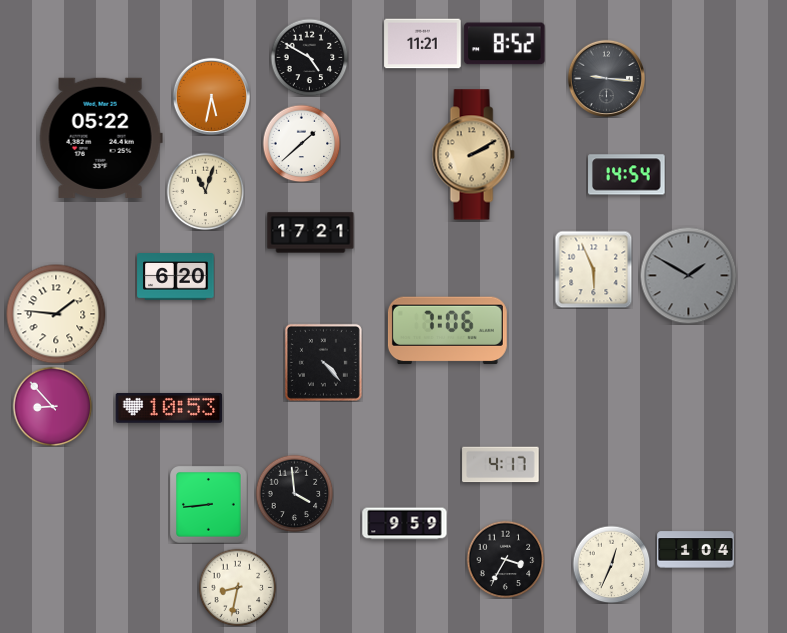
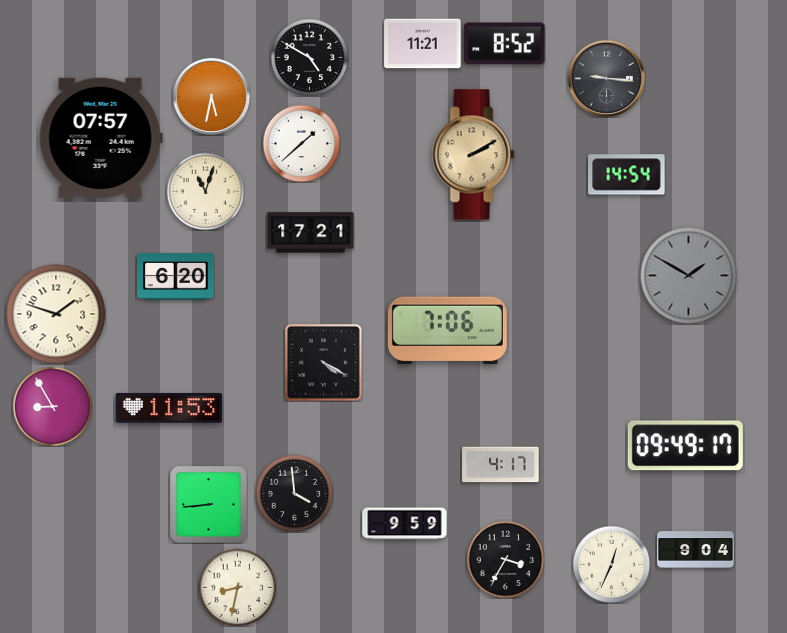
clock at (101, 138): 05:22 -> 07:57
clock at (593, 269): 5:56 -> none
clock at (56, 314): 1:46 -> 1:48
clock at (323, 362): 4:23 -> 4:20
clock at (52, 406): 8:53 -> 8:55
clock at (169, 408): 10:53 -> 11:53
clock at (685, 446): none -> 09:49
clock at (696, 550): 1:04 -> 9:04
